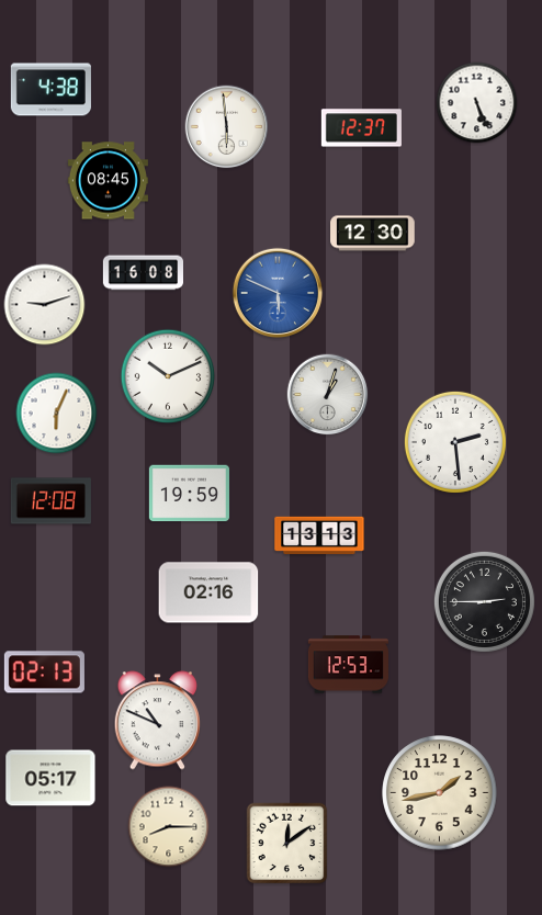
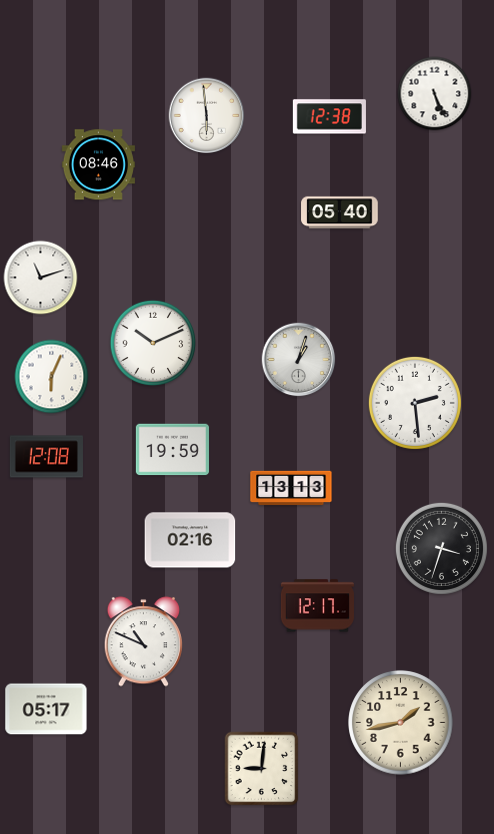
clock at (50, 90): 4:38 -> none
clock at (361, 128): 12:37 -> 12:38
clock at (108, 181): 08:45 -> 08:46
clock at (373, 234): 12:30 -> 05:40
clock at (143, 273): 16:08 -> none
clock at (278, 293): 5:49 -> none
clock at (45, 305): 9:12 -> 11:12
clock at (484, 601): 2:45 -> 3:33
clock at (348, 665): 12:53 -> 12:17
clock at (44, 673): 02:13 -> none
clock at (157, 721) position: (157, 721) -> (143, 642)
clock at (169, 827): 8:15 -> none
clock at (287, 844): 12:09 -> 9:01
